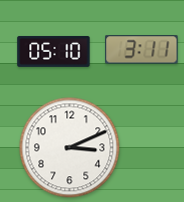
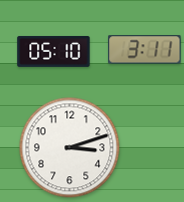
clock at (142, 50) position: (142, 50) -> (145, 50)
clock at (70, 148): 3:11 -> 3:12
